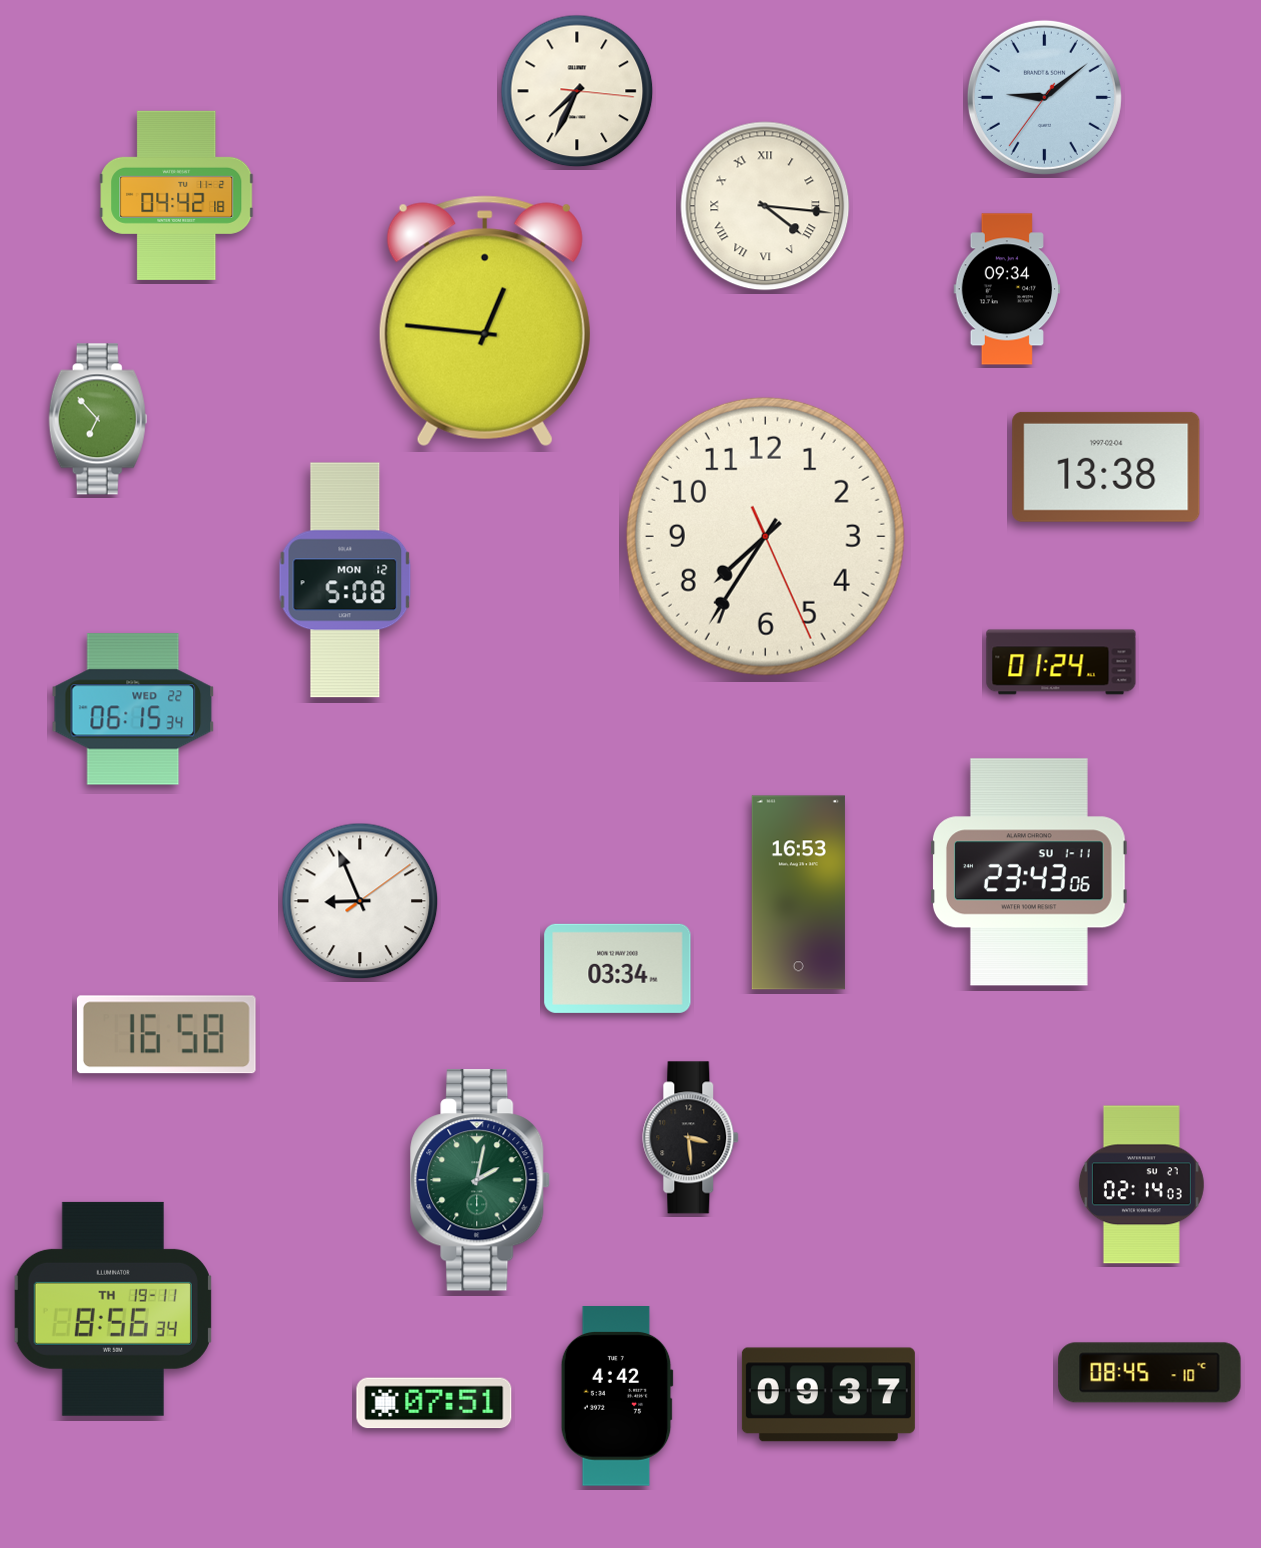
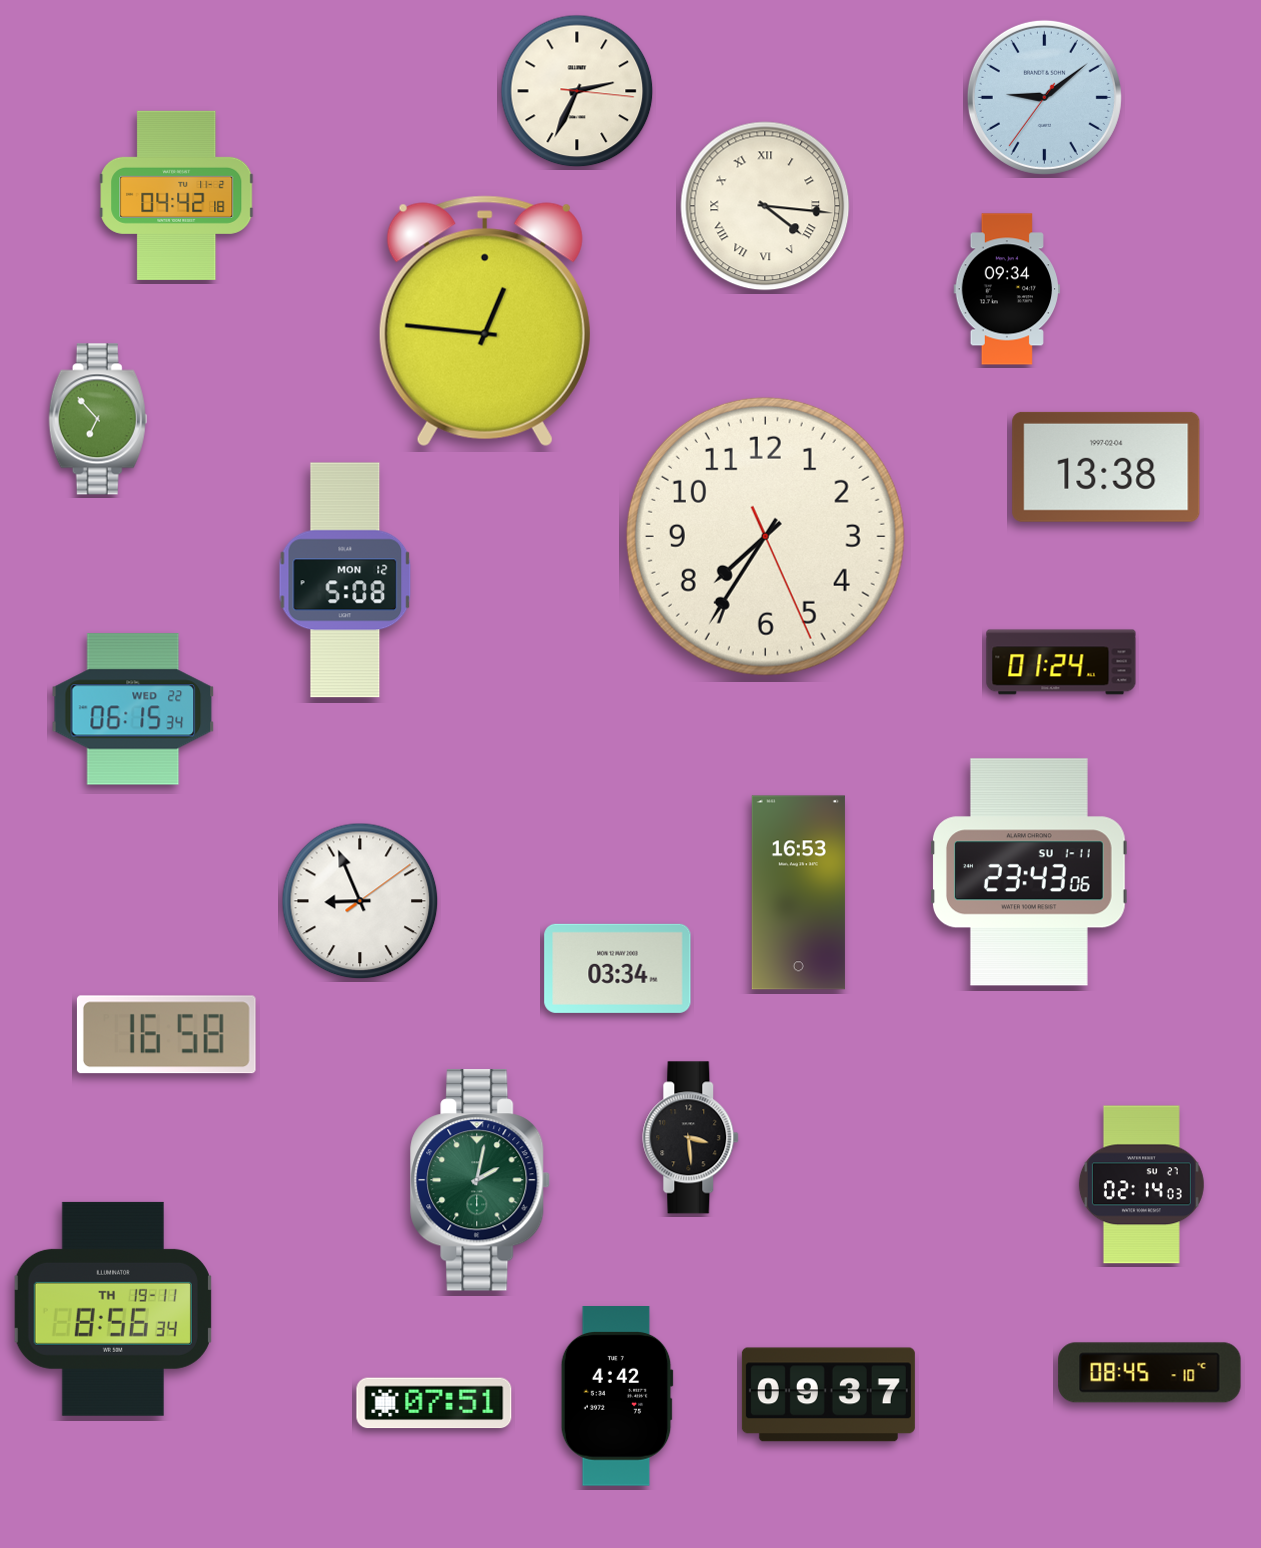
clock at (577, 91): 7:34 -> 2:34
